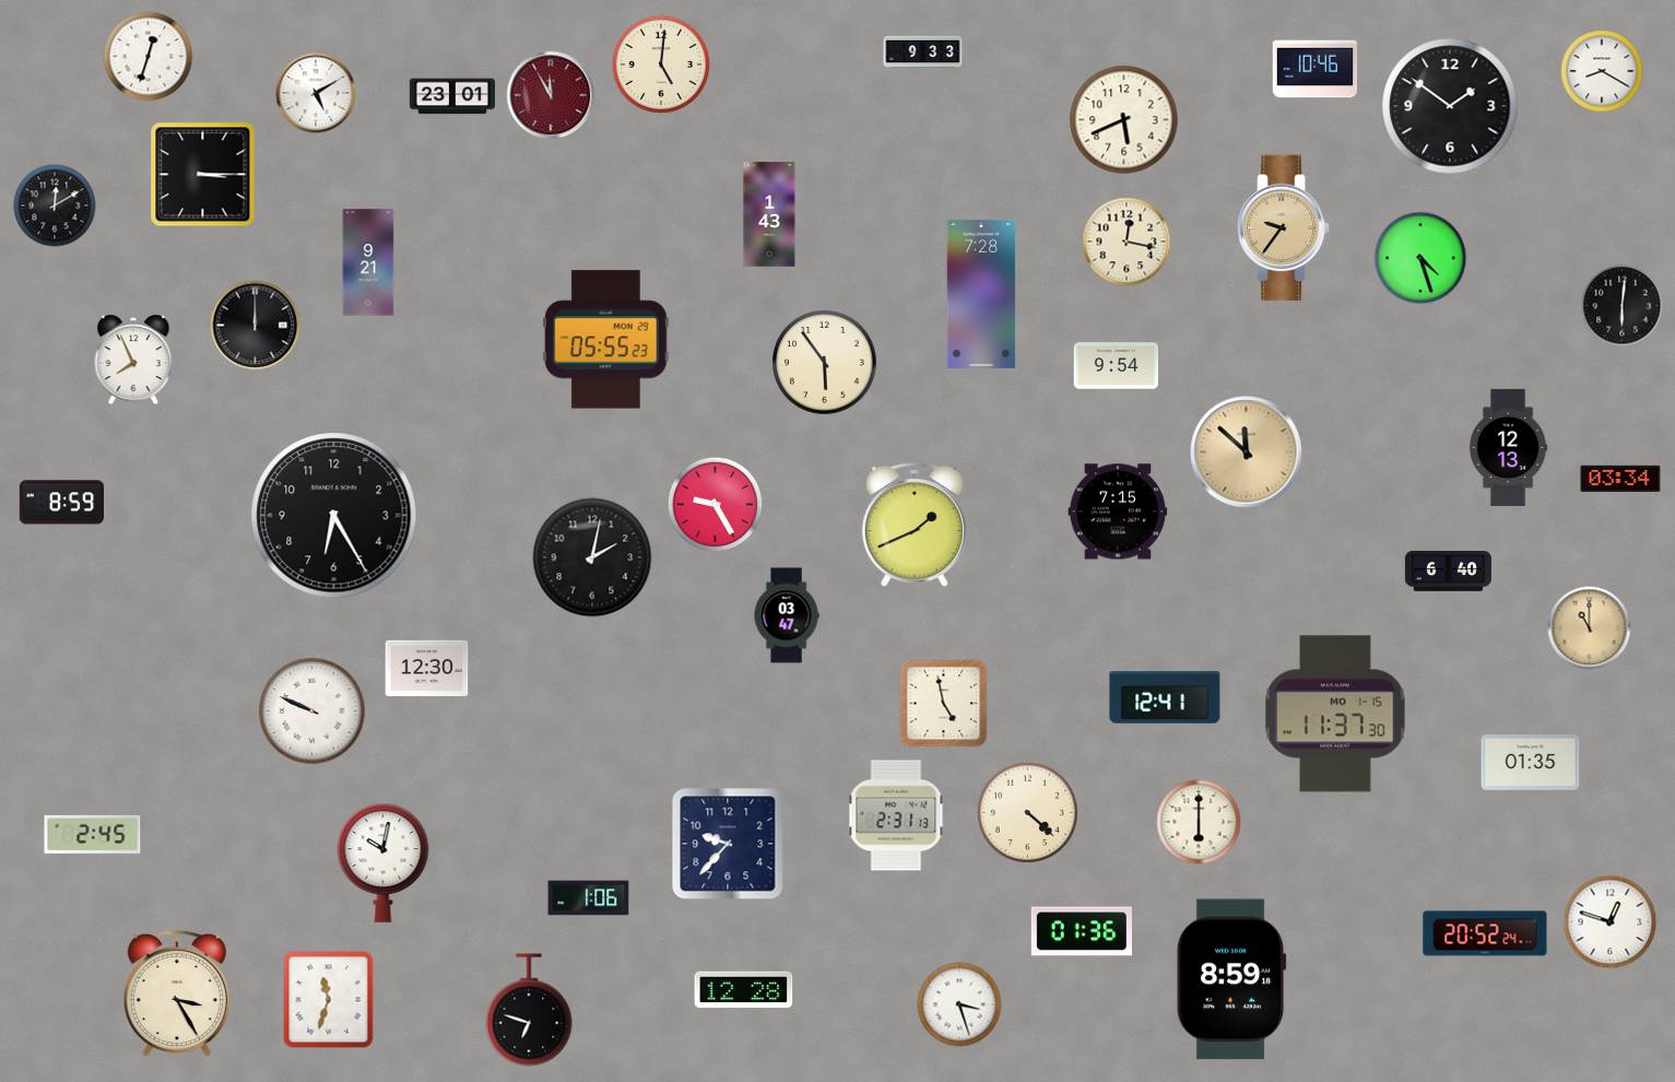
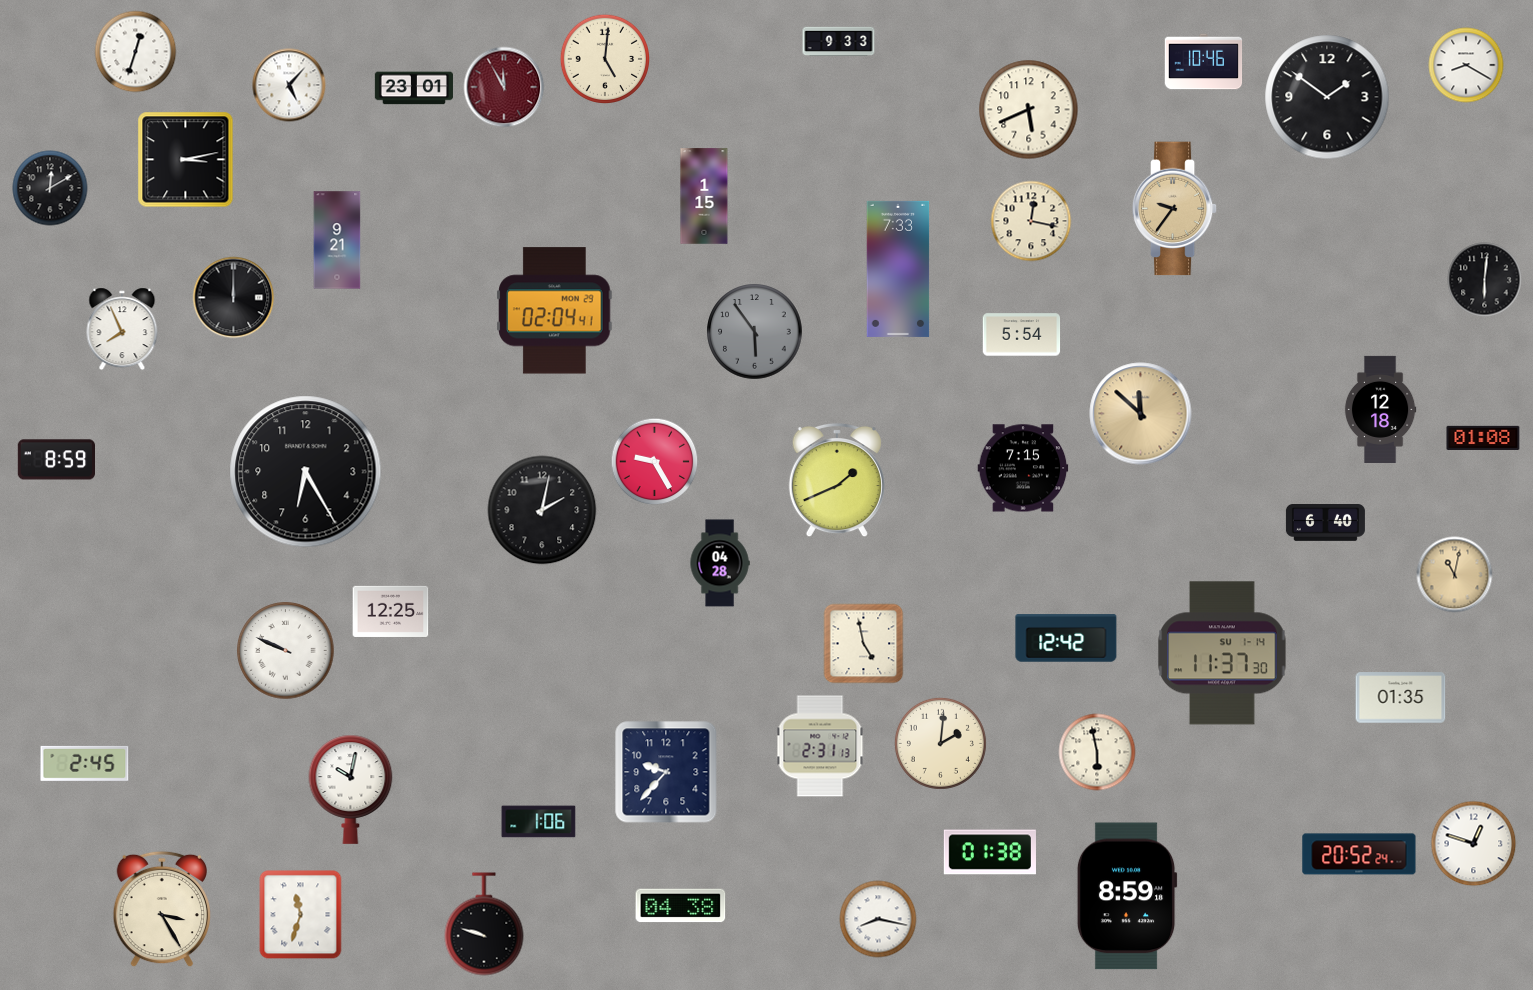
clock at (923, 52) position: (923, 52) -> (839, 42)
clock at (316, 93): 5:10 -> 5:07
clock at (203, 175): 3:15 -> 3:13
clock at (769, 214): 1:43 -> 1:15
clock at (1420, 258): 4:27 -> none
clock at (981, 294): 7:28 -> 7:33
clock at (606, 340): 05:55 -> 02:04
clock at (825, 363) dial: cream -> grey
clock at (1117, 366): 9:54 -> 5:54
clock at (1508, 447): 12:13 -> 12:18
clock at (1620, 479): 03:34 -> 01:08
clock at (787, 615): 03:47 -> 04:28
clock at (1590, 628): 11:00 -> 11:02
clock at (427, 668): 12:30 -> 12:25
clock at (1165, 697): 12:41 -> 12:42
clock at (1335, 714) date: MO 1-15 -> SU 1-14
clock at (1027, 812): 4:22 -> 2:01
clock at (1199, 822): 6:00 -> 5:58
clock at (1082, 931): 01:36 -> 01:38
clock at (744, 990): 12:28 -> 04:38
clock at (959, 1004): 3:27 -> 8:17
clock at (529, 1010): 6:48 -> 9:48
